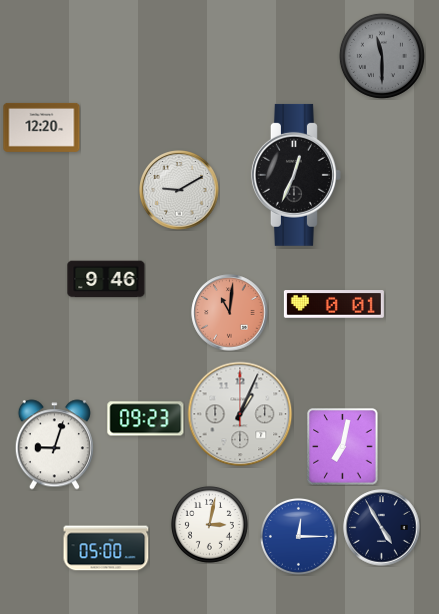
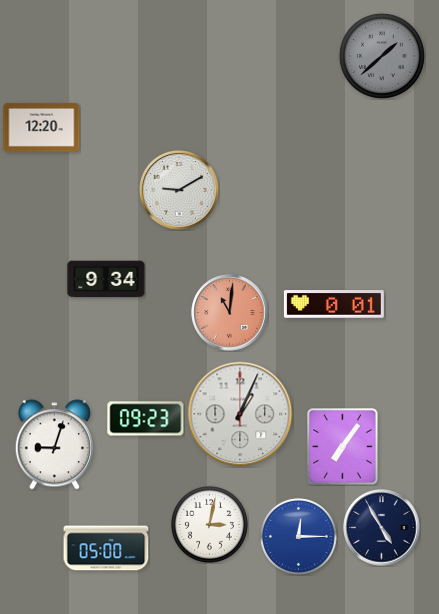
clock at (382, 56): 11:30 -> 1:38
clock at (296, 175): 12:34 -> none
clock at (106, 279): 9:46 -> 9:34
clock at (343, 447): 7:02 -> 7:06
